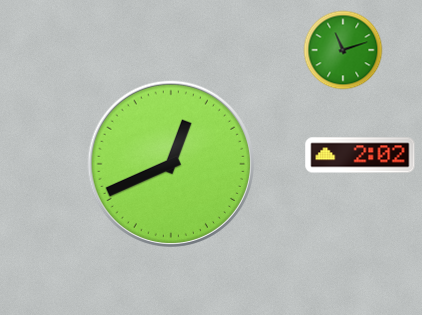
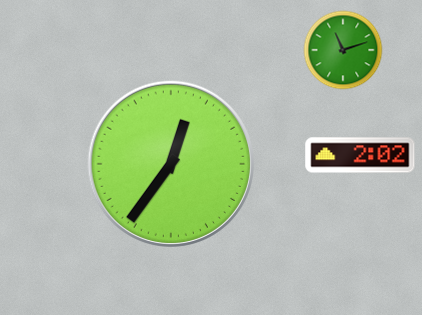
clock at (171, 164): 12:41 -> 12:36
